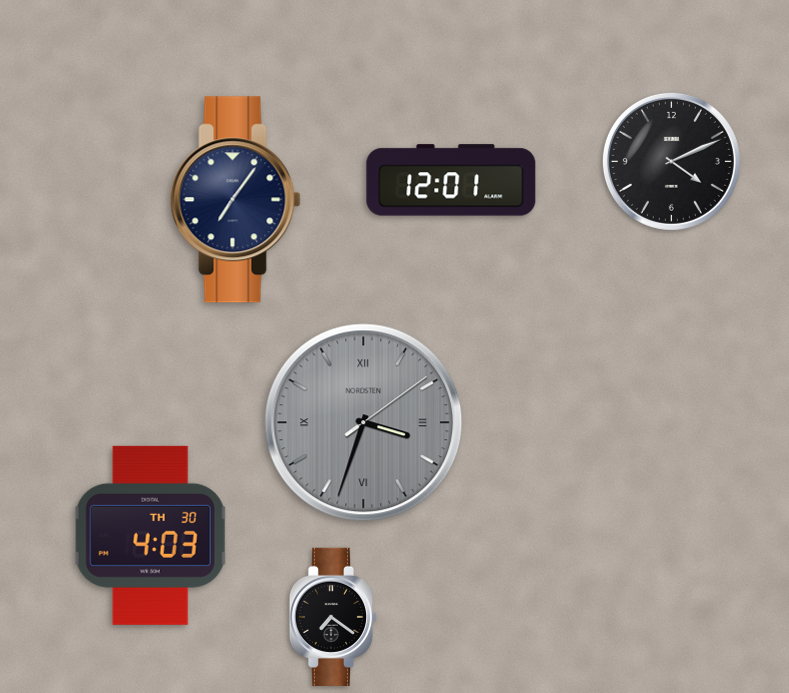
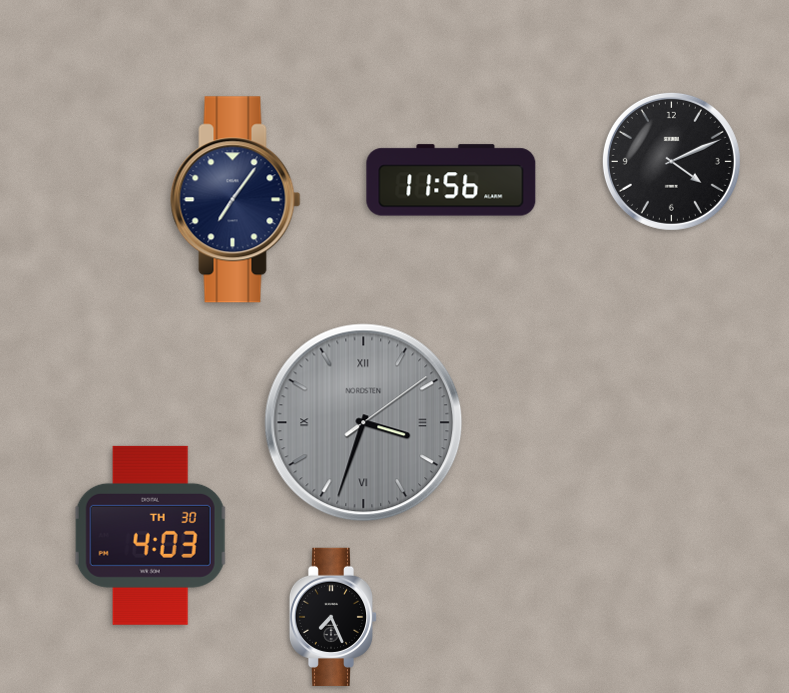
clock at (451, 180): 12:01 -> 11:56
clock at (333, 616): 7:21 -> 7:26
